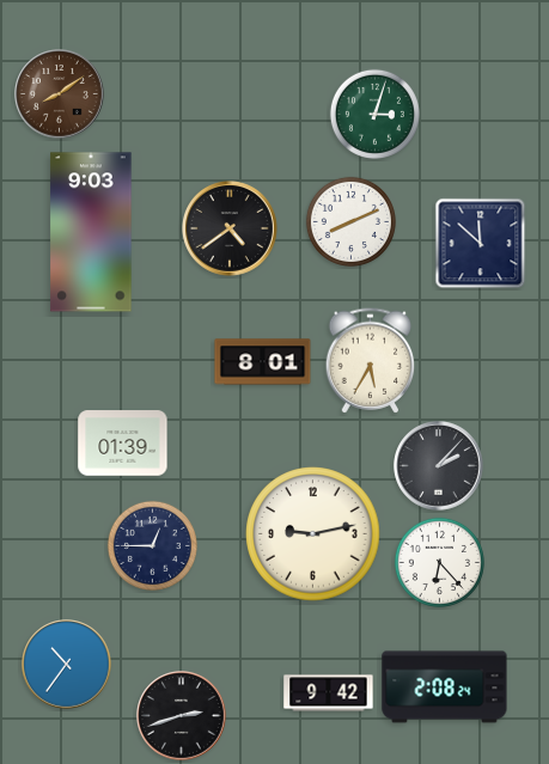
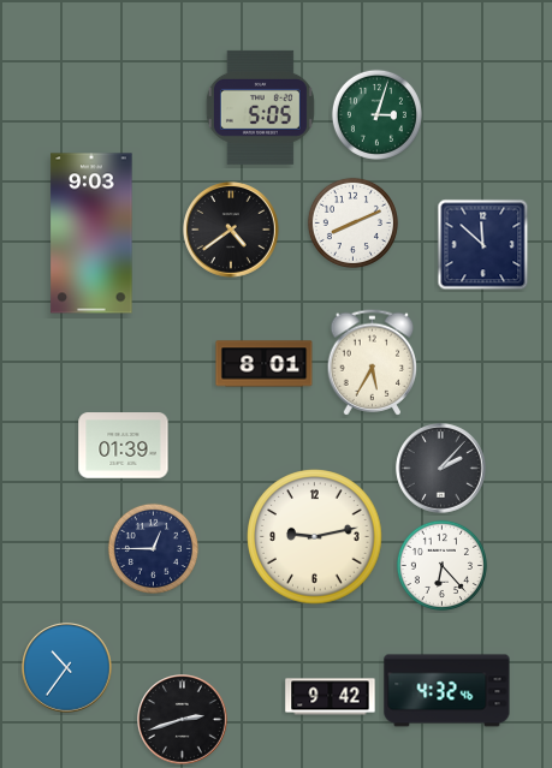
clock at (60, 94): 8:09 -> none
clock at (260, 107): none -> 5:05
clock at (445, 687): 2:08 -> 4:32
